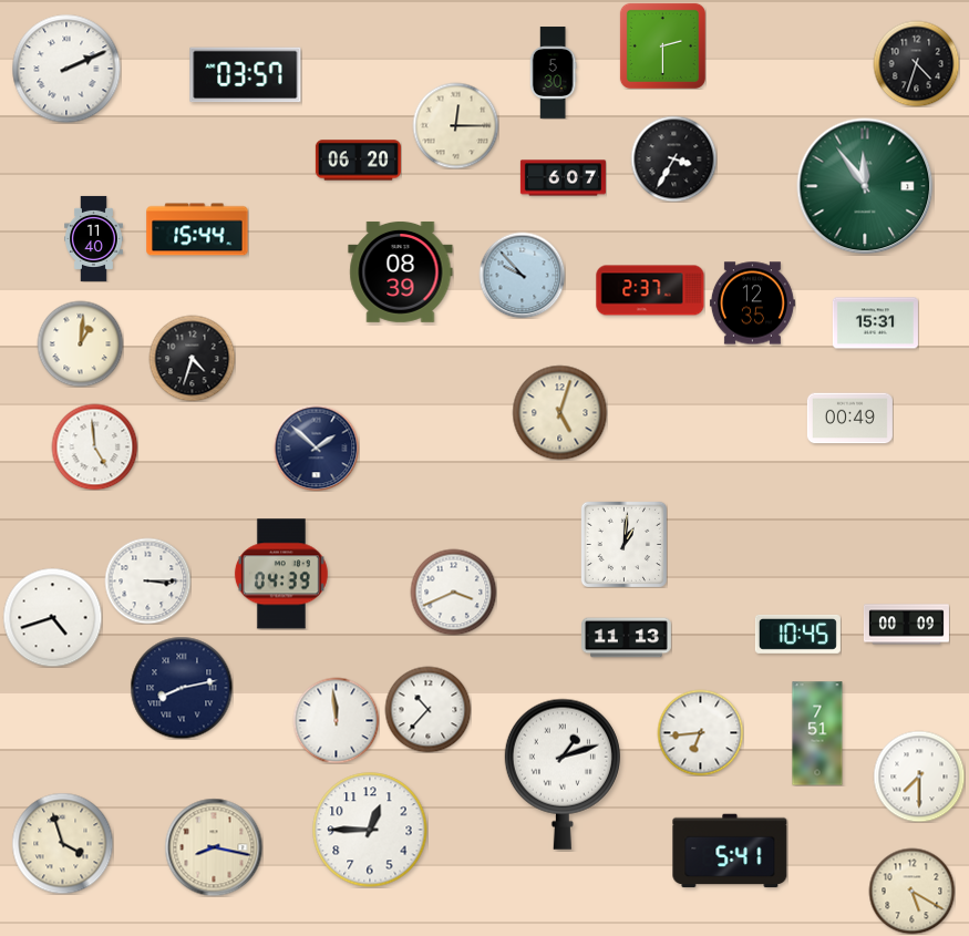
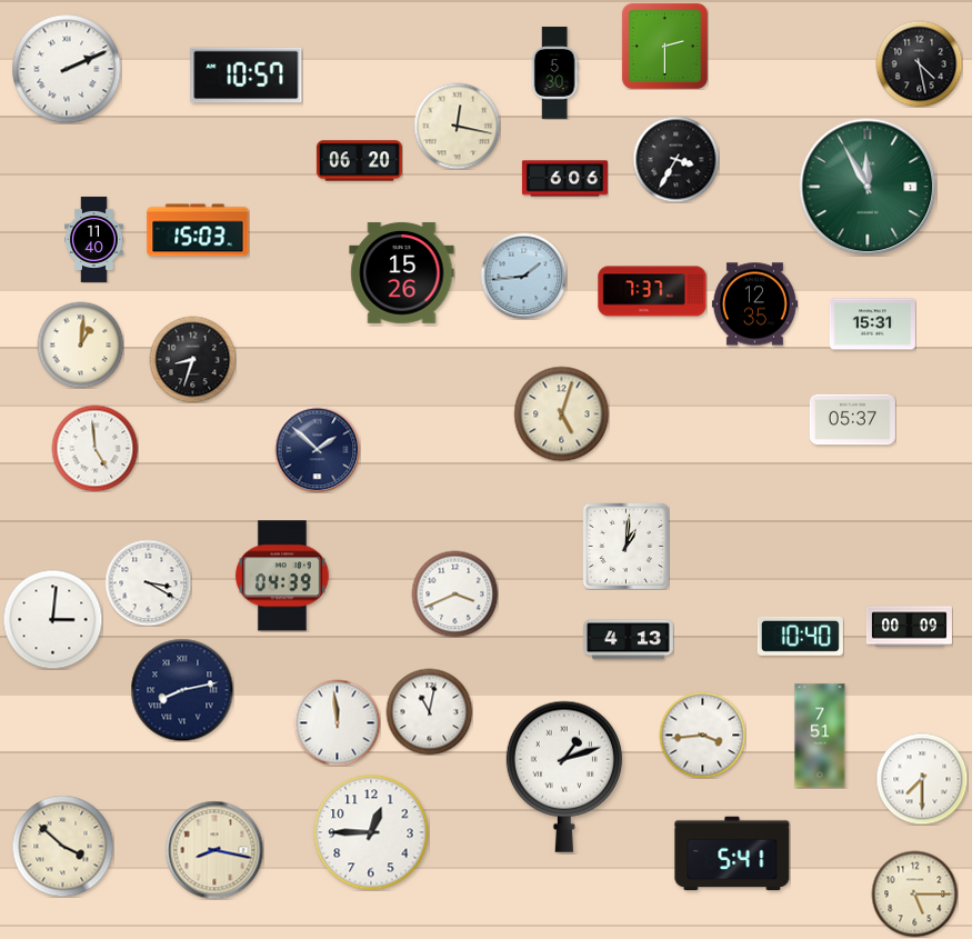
clock at (916, 63): 4:33 -> 4:28
clock at (246, 75): 03:57 -> 10:57
clock at (455, 125): 12:15 -> 12:17
clock at (563, 178): 6:07 -> 6:06
clock at (865, 186): 11:54 -> 11:55
clock at (197, 229): 15:44 -> 15:03
clock at (401, 271): 08:39 -> 15:26
clock at (522, 275): 9:53 -> 1:44
clock at (650, 290): 2:37 -> 7:37
clock at (875, 323) position: (875, 323) -> (872, 324)
clock at (192, 358): 4:33 -> 8:33
clock at (849, 419): 00:49 -> 05:37
clock at (147, 580): 3:15 -> 3:20
clock at (52, 617): 4:42 -> 3:01
clock at (797, 634): 10:45 -> 10:40
clock at (627, 638): 11:13 -> 4:13
clock at (427, 709): 10:37 -> 11:02
clock at (700, 732): 6:44 -> 3:44
clock at (62, 843): 3:57 -> 3:52
clock at (911, 891): 5:20 -> 5:15
